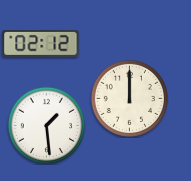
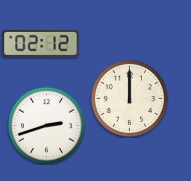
clock at (46, 125): 1:29 -> 2:42
